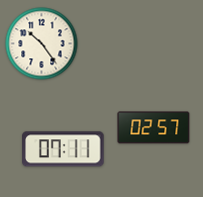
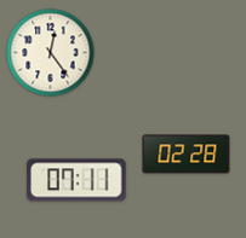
clock at (42, 44): 10:24 -> 12:24
clock at (154, 128): 02:57 -> 02:28
